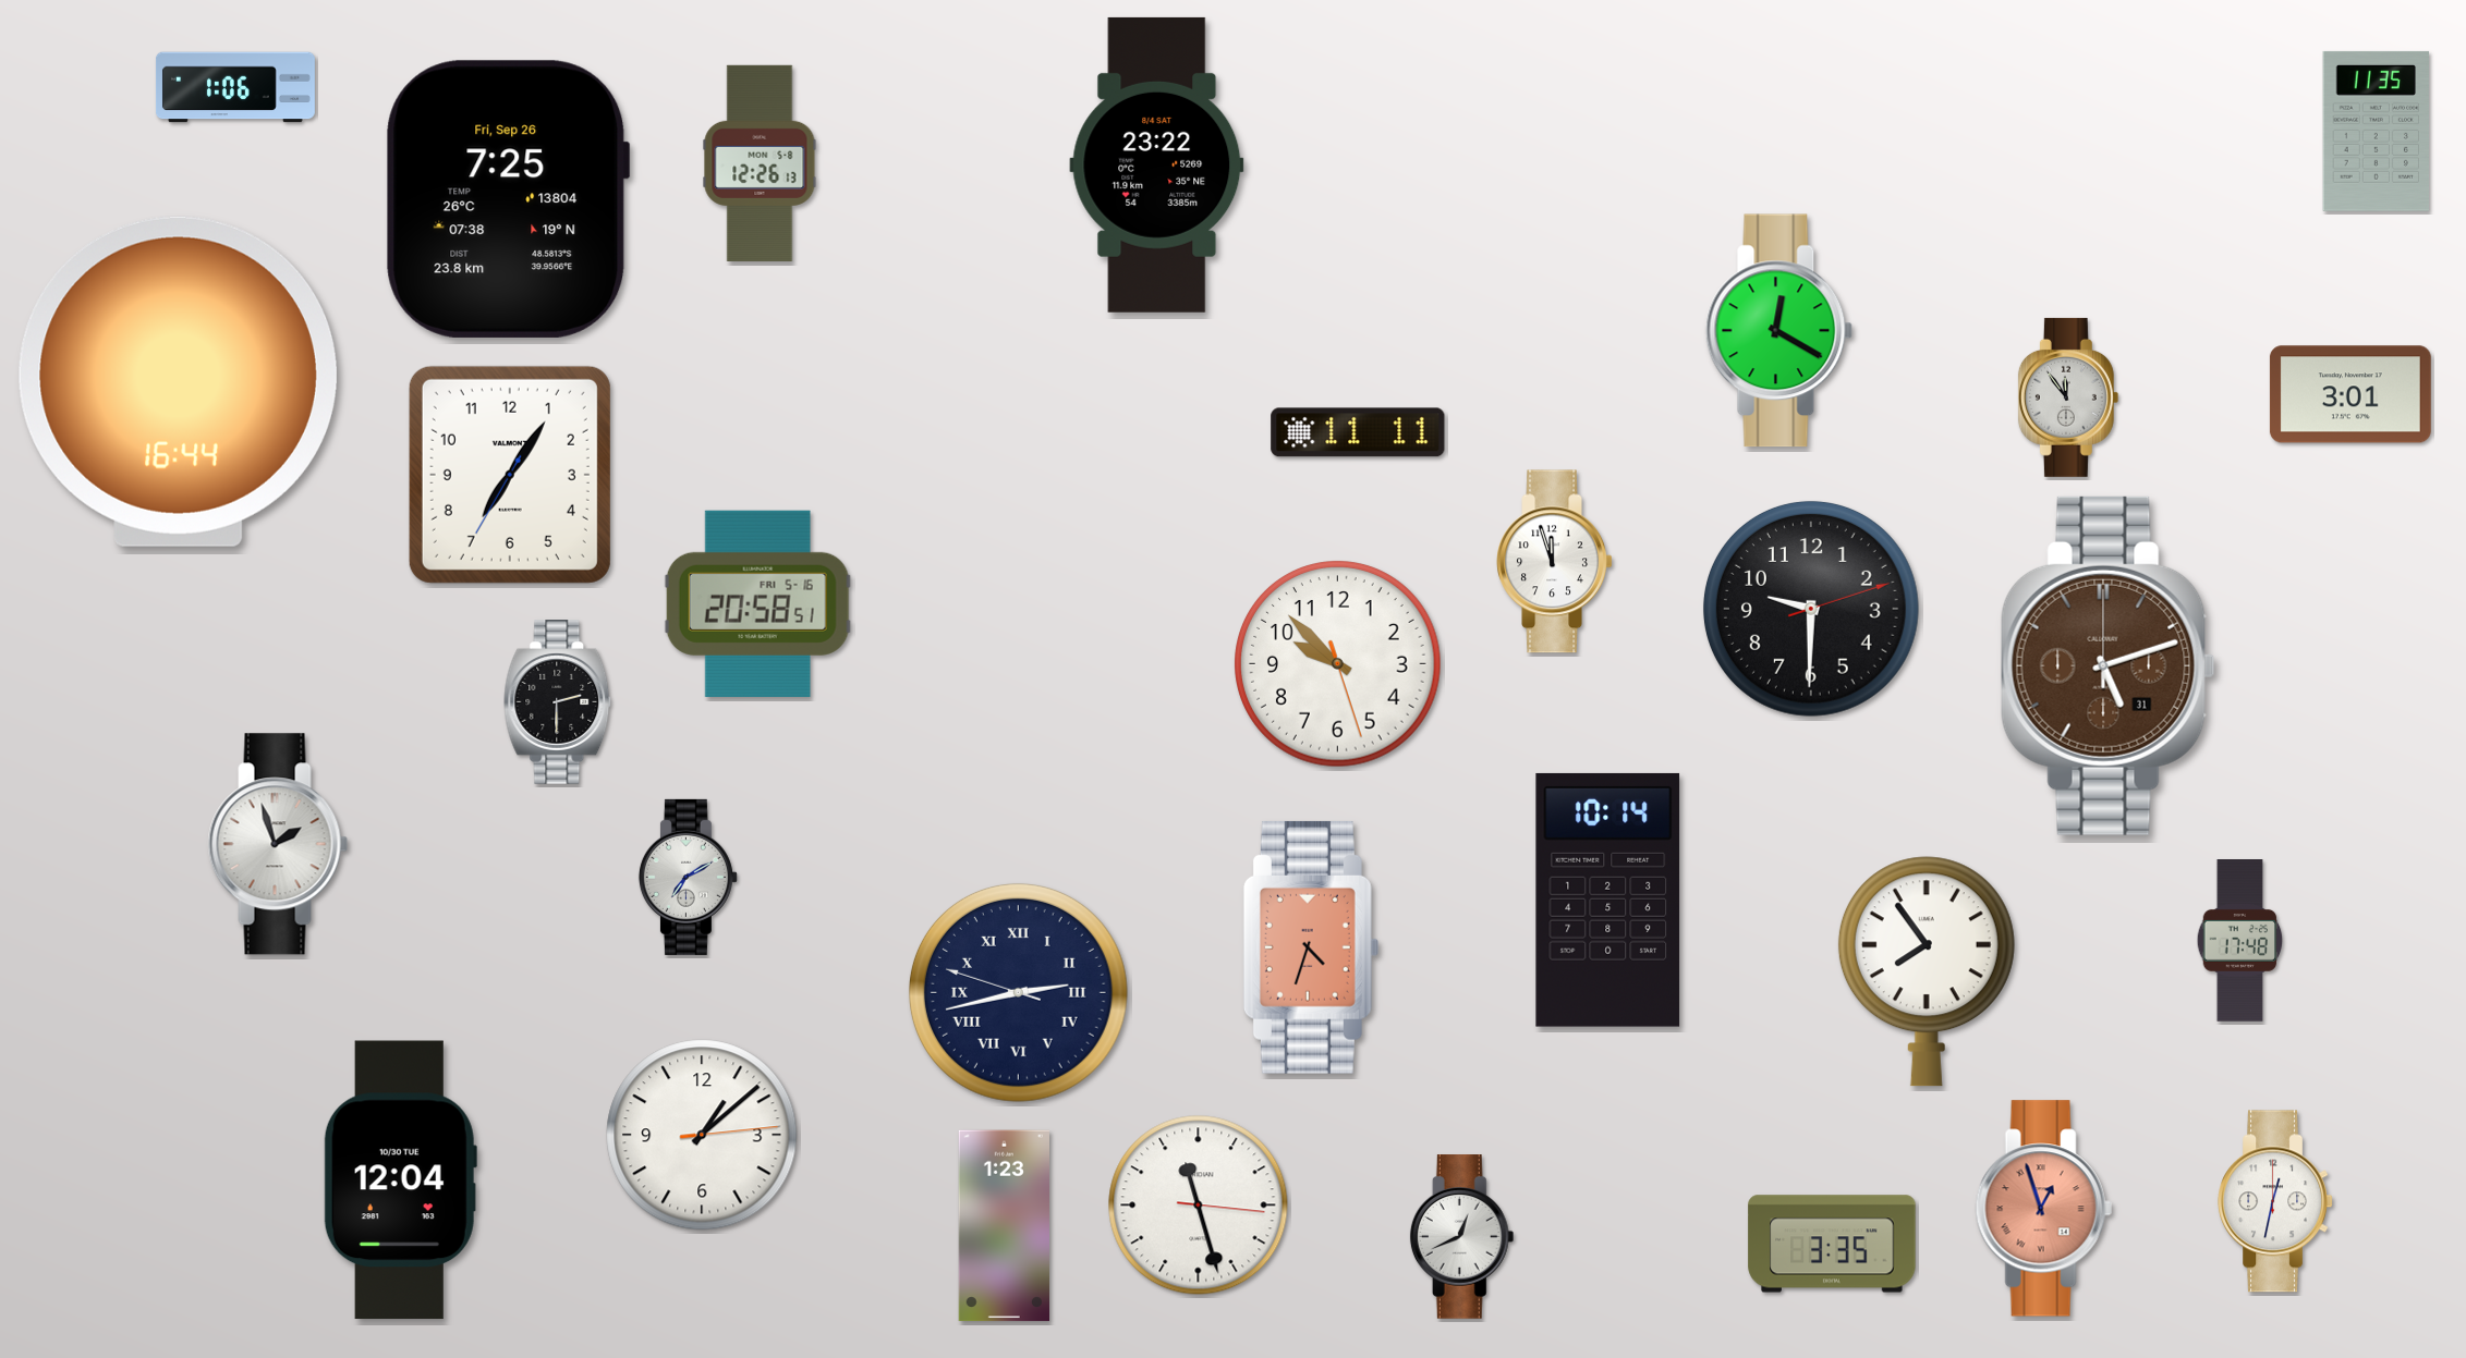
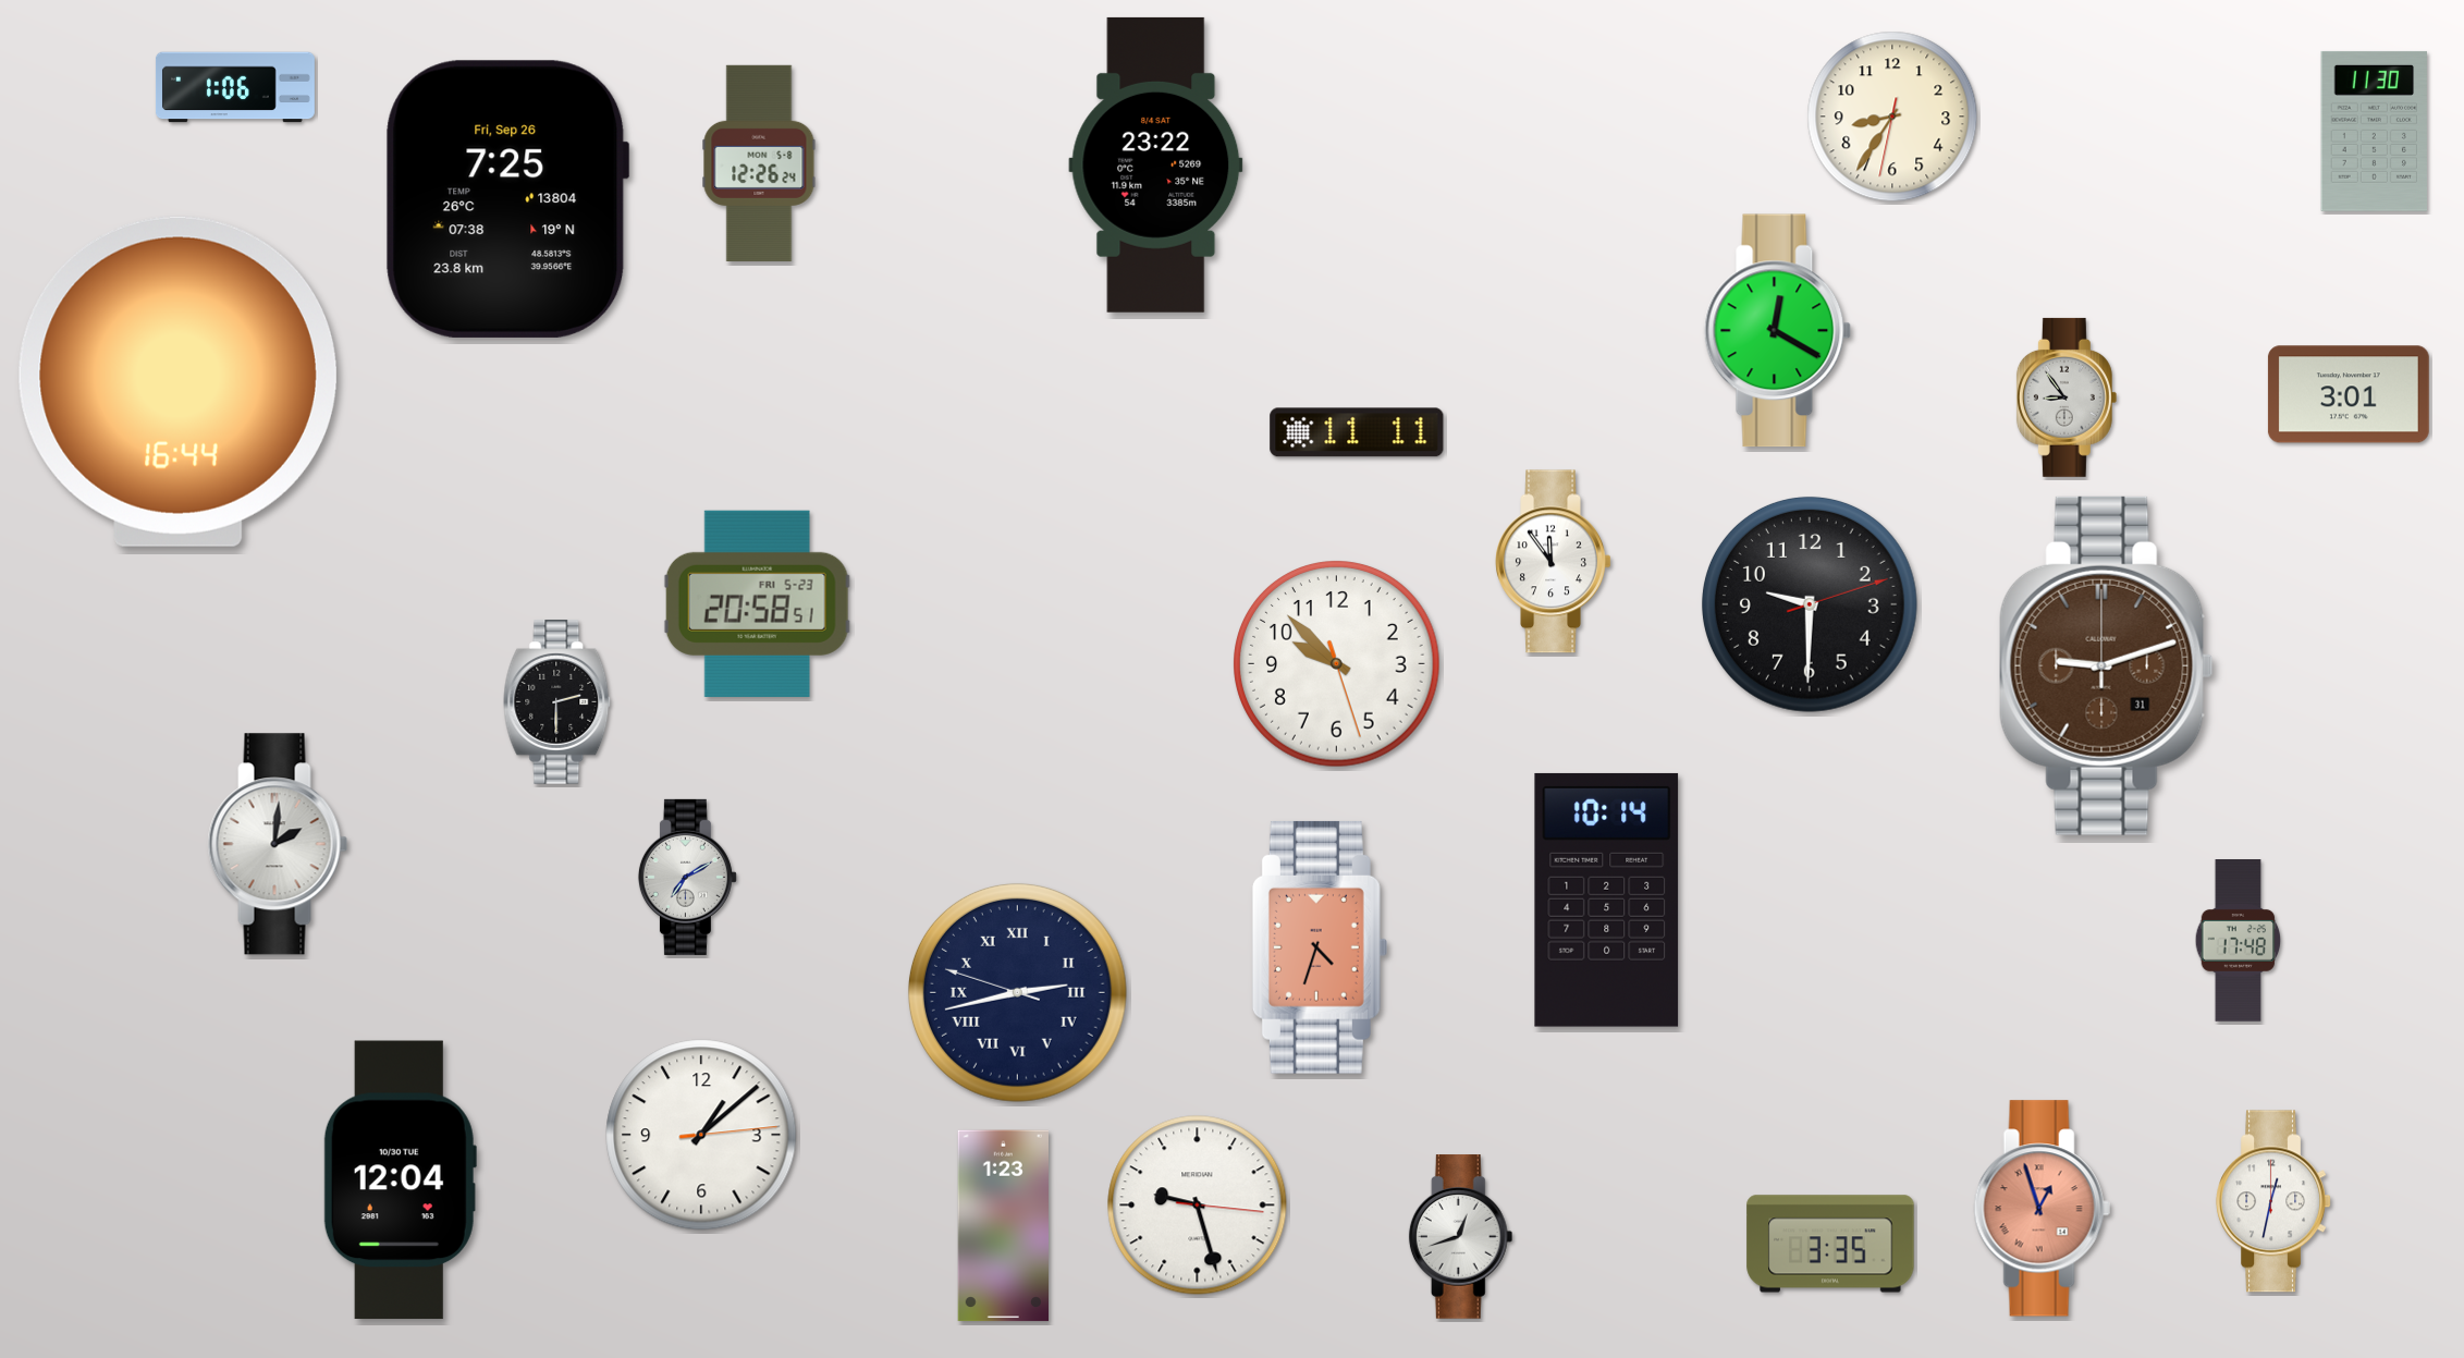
clock at (1892, 117): none -> 8:35
clock at (2376, 131): 11:35 -> 11:30
clock at (760, 163): 12:26:13 -> 12:26:24
clock at (2068, 397): 11:54 -> 8:54
clock at (510, 475): 7:05 -> none
clock at (1555, 562): 11:57 -> 11:54
clock at (757, 603) date: FRI 5-16 -> FRI 5-23
clock at (1811, 609) position: (1811, 609) -> (1810, 604)
clock at (2107, 665): 5:12 -> 9:12
clock at (278, 844): 1:57 -> 2:01
clock at (1311, 947) position: (1311, 947) -> (1320, 947)
clock at (1927, 971): 7:54 -> none
clock at (1199, 1206): 11:27 -> 9:27
clock at (1462, 1237): 12:41 -> 12:42
